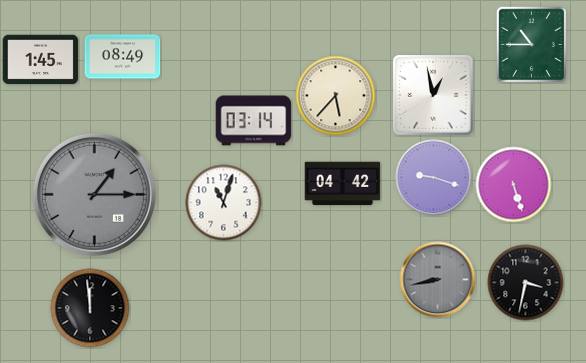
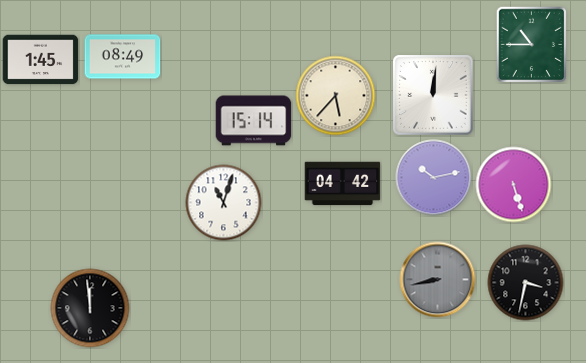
clock at (433, 95): 12:58 -> 12:01
clock at (254, 121): 03:14 -> 15:14
clock at (434, 178): 9:18 -> 10:13
clock at (94, 194): 1:15 -> none
